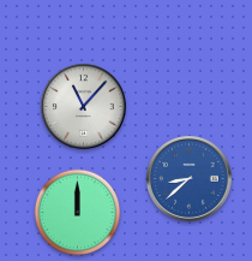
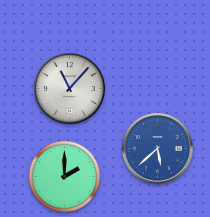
clock at (190, 179): 8:38 -> 5:38
clock at (78, 213): 12:00 -> 2:00
